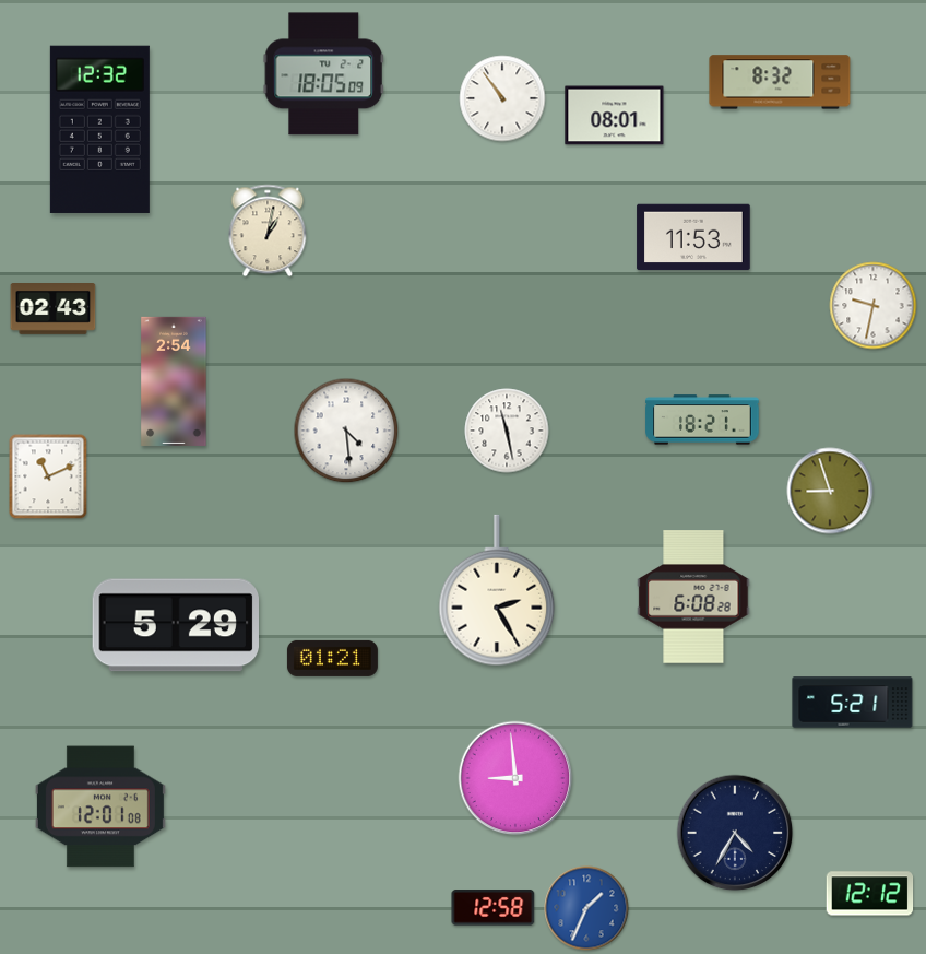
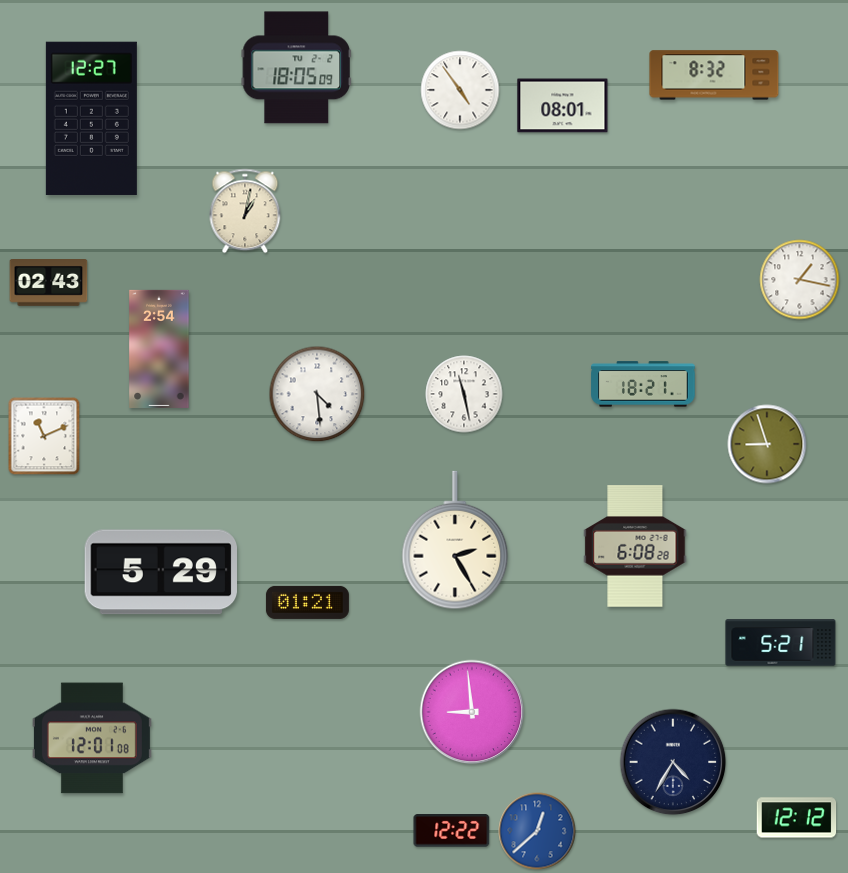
clock at (502, 98): 10:54 -> 4:54
clock at (99, 129): 12:32 -> 12:27
clock at (693, 237): 11:53 -> none
clock at (874, 306): 9:32 -> 1:17
clock at (830, 491) position: (830, 491) -> (767, 444)
clock at (332, 658) position: (332, 658) -> (307, 602)
clock at (494, 908): 12:58 -> 12:22
clock at (586, 908): 1:34 -> 12:38
